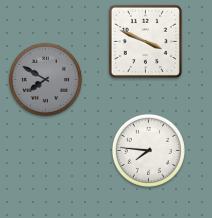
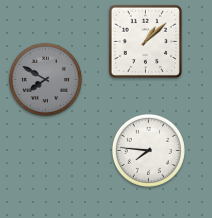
clock at (145, 41): 3:49 -> 1:08
